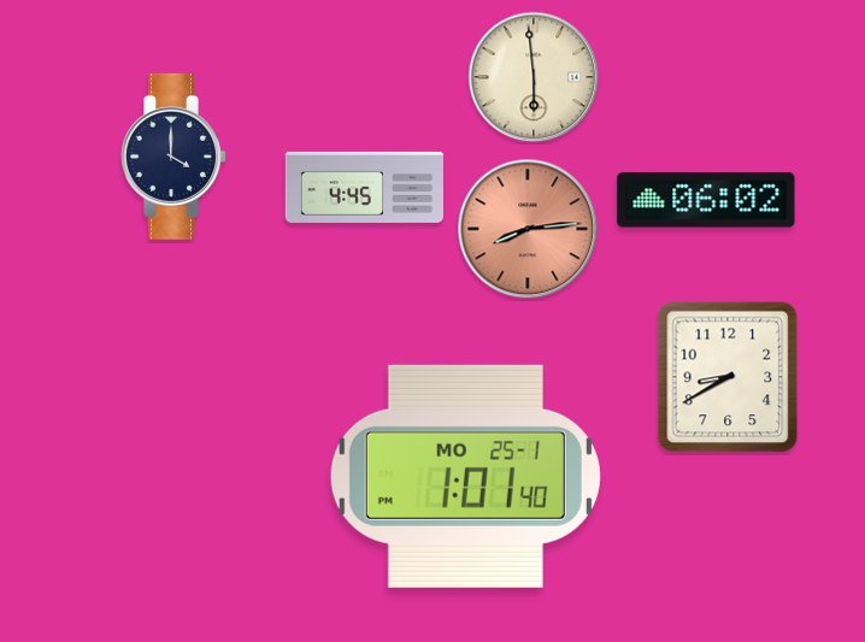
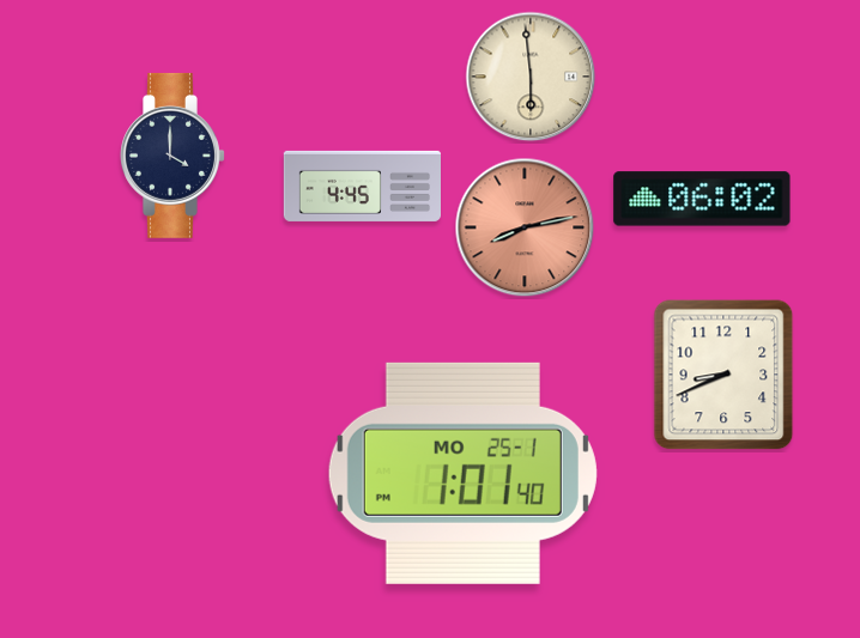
clock at (528, 229): 8:14 -> 8:13
clock at (728, 377): 8:40 -> 8:41
